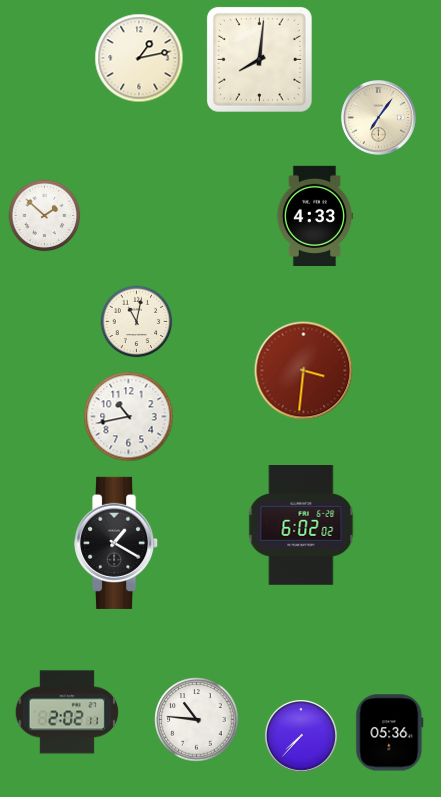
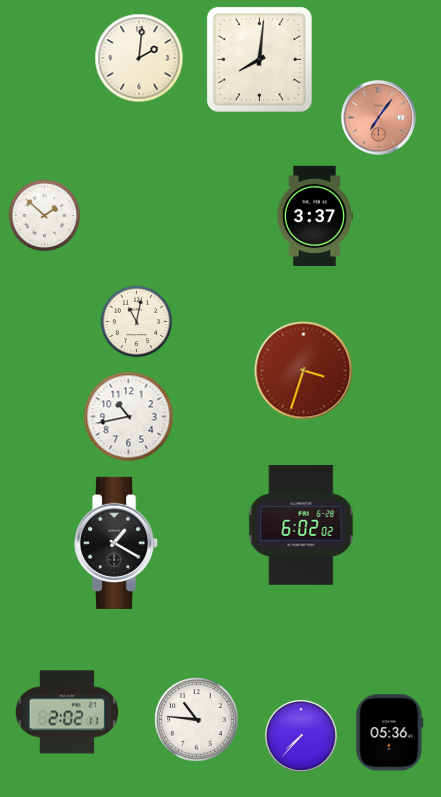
clock at (139, 58): 1:13 -> 2:01
clock at (379, 118) dial: cream -> salmon
clock at (315, 215): 4:33 -> 3:37
clock at (304, 371): 3:31 -> 3:33
